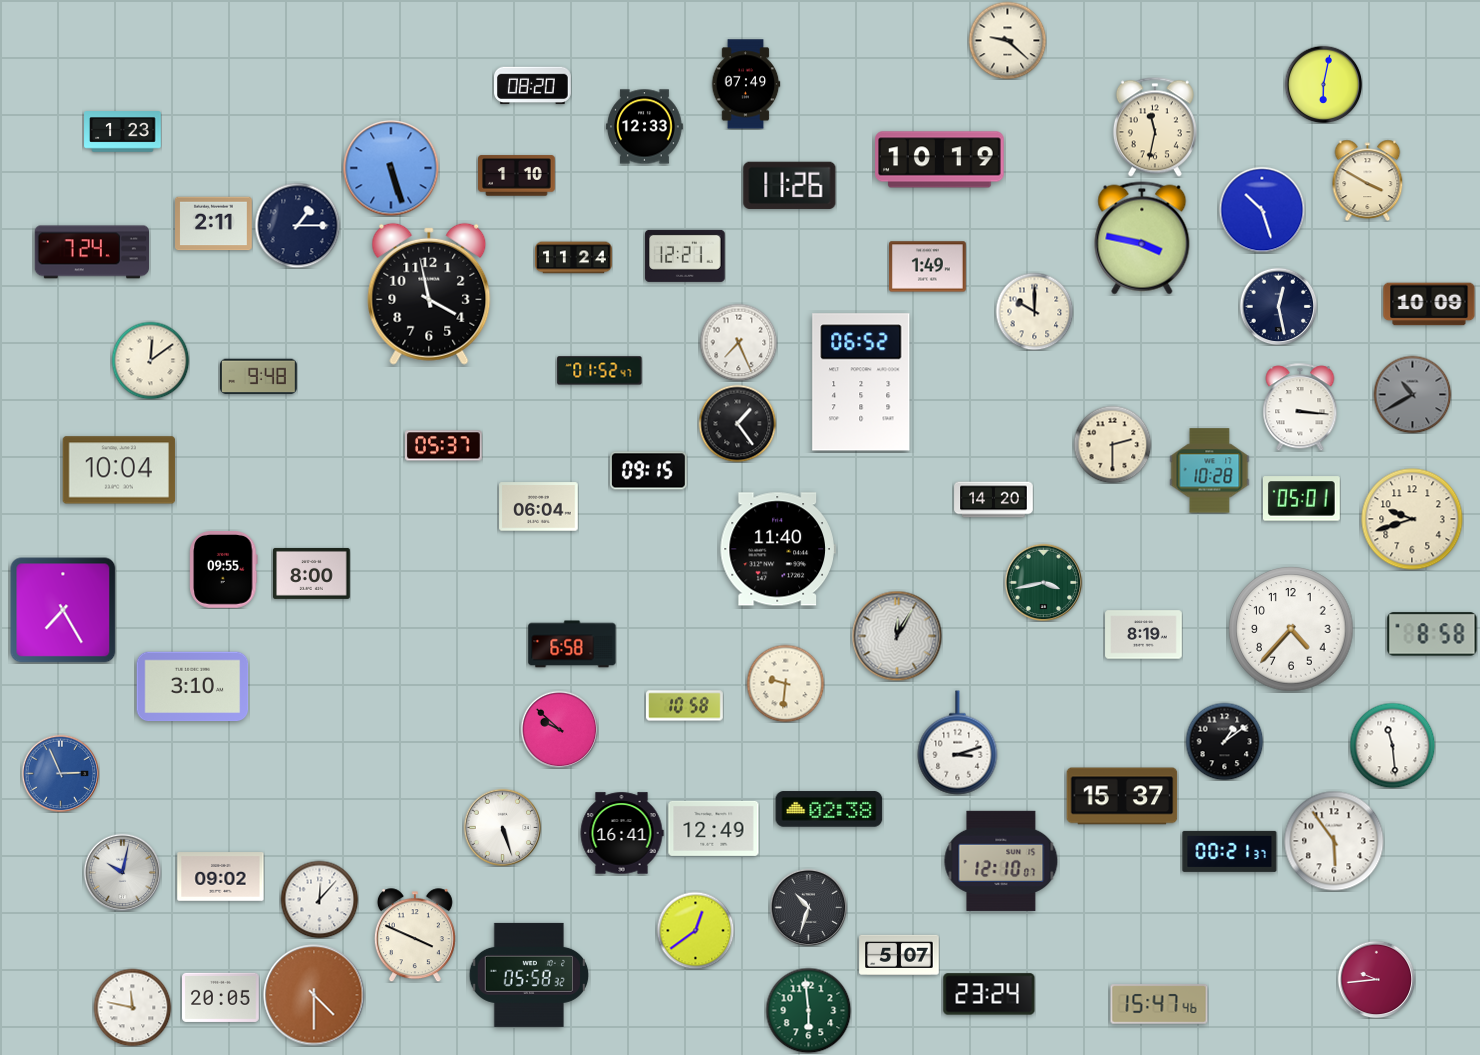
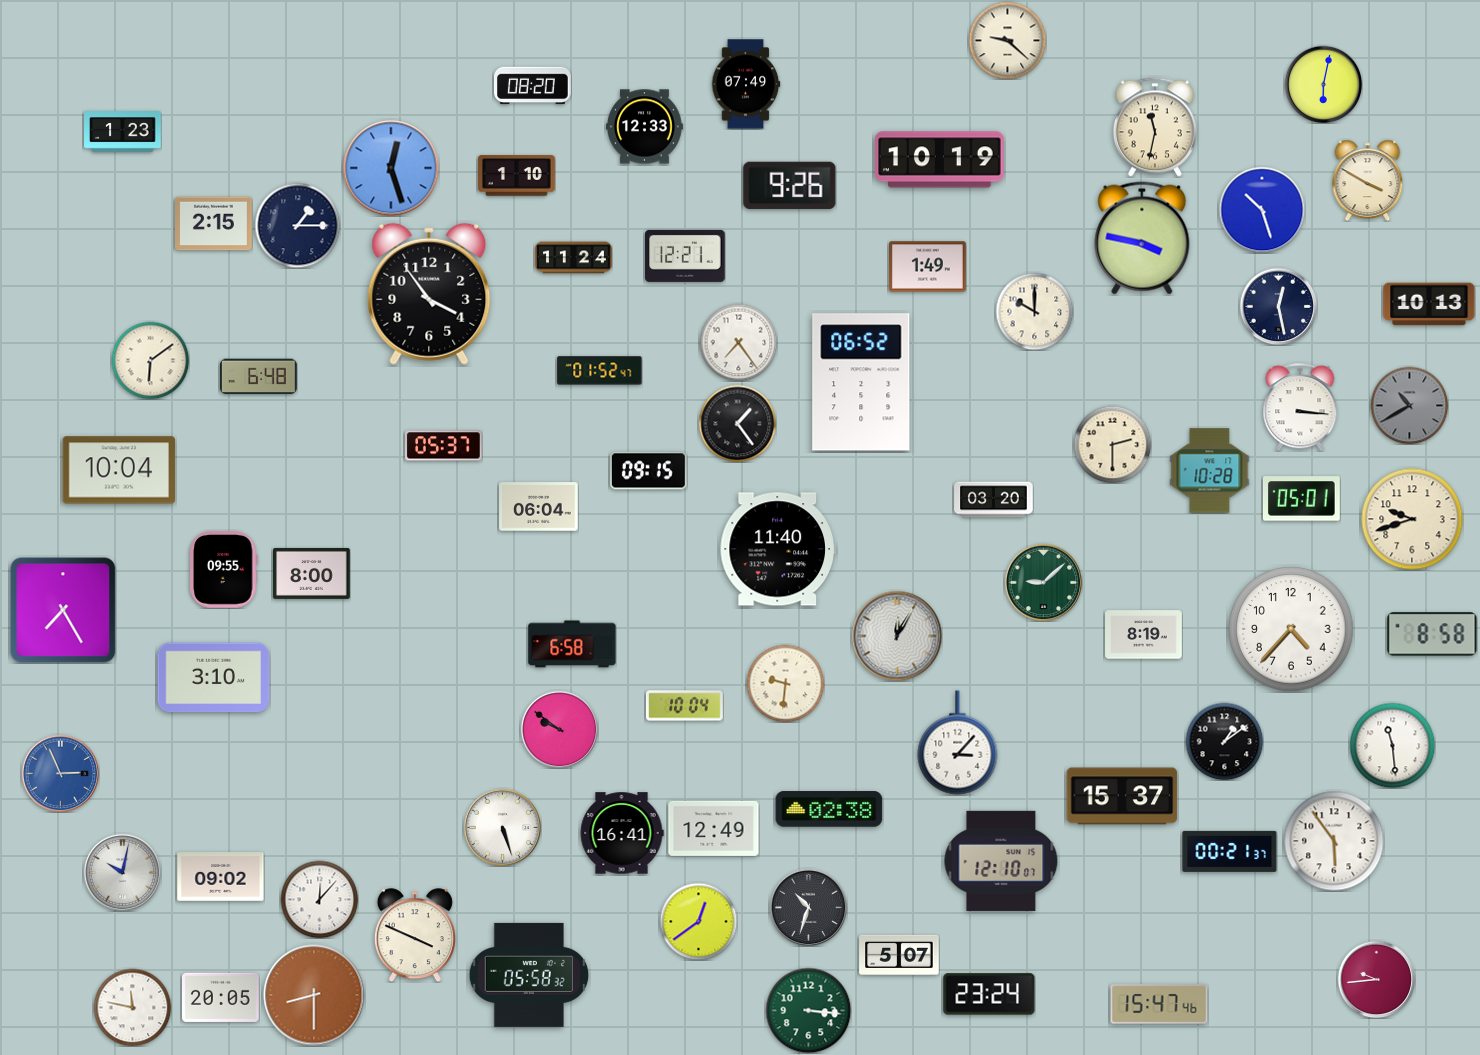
clock at (391, 168): 5:27 -> 12:27
clock at (790, 185): 11:26 -> 9:26
clock at (214, 224): 2:11 -> 2:15
clock at (91, 252): 7:24 -> none
clock at (429, 294): 3:58 -> 3:54
clock at (1429, 304): 10:09 -> 10:13
clock at (738, 342): 7:26 -> 7:24
clock at (150, 360): 12:09 -> 6:09
clock at (258, 377): 9:48 -> 6:48
clock at (1412, 394) position: (1412, 394) -> (1409, 405)
clock at (994, 500): 14:20 -> 03:20
clock at (1043, 582): 3:43 -> 9:08
clock at (193, 687) position: (193, 687) -> (214, 678)
clock at (685, 706): 10:58 -> 10:04
clock at (559, 729): 9:52 -> 9:51
clock at (958, 743): 3:12 -> 3:07
clock at (695, 930) position: (695, 930) -> (698, 921)
clock at (314, 995): 4:30 -> 8:30
clock at (808, 1010): 5:59 -> 3:16
